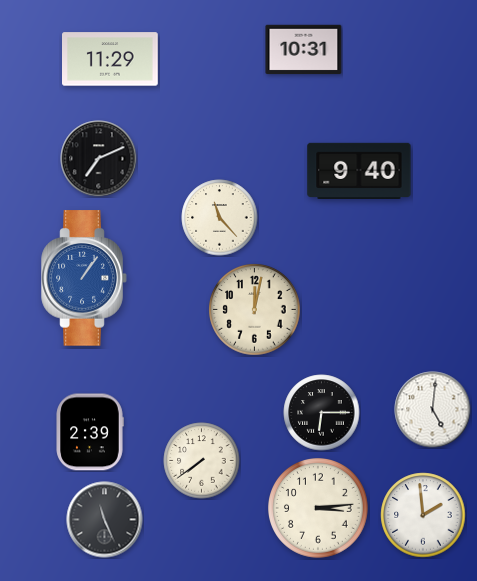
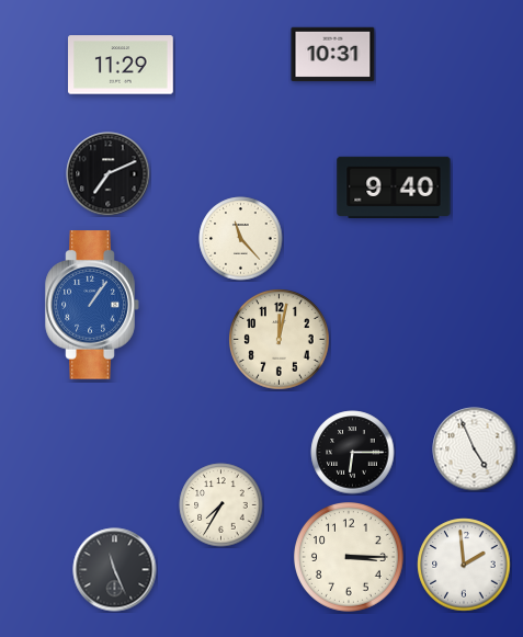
clock at (433, 410): 5:01 -> 4:56
clock at (90, 432): 2:39 -> none
clock at (202, 461): 7:39 -> 7:35
clock at (319, 509): 3:14 -> 3:15
